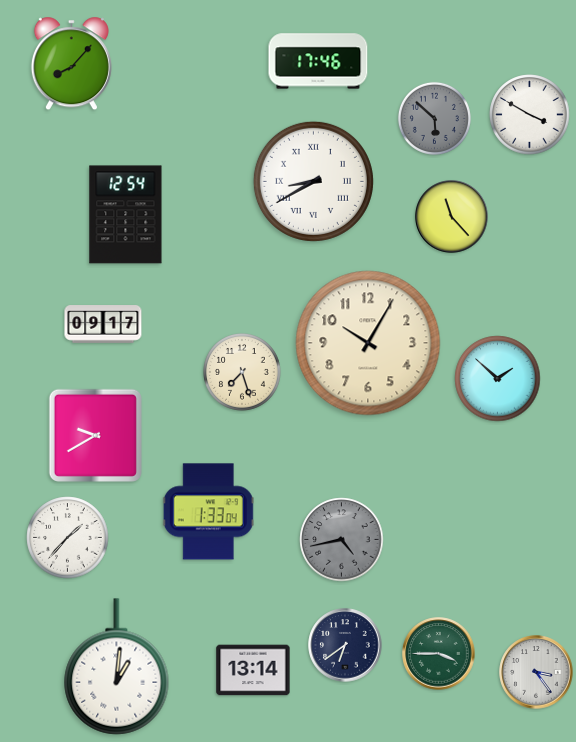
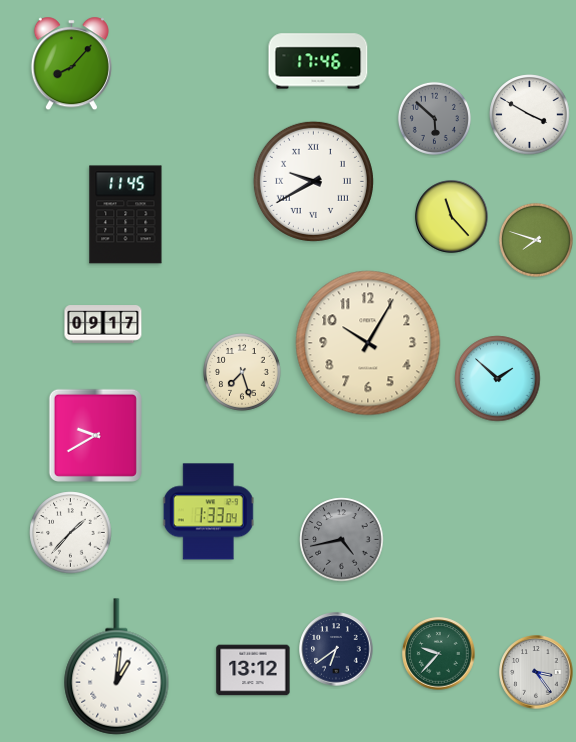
clock at (313, 181): 8:40 -> 9:40
clock at (126, 215): 12:54 -> 11:45
clock at (536, 240): none -> 7:48
clock at (68, 538) position: (68, 538) -> (71, 533)
clock at (345, 645) position: (345, 645) -> (336, 649)
clock at (439, 654): 3:45 -> 9:37
clock at (253, 670): 13:14 -> 13:12
